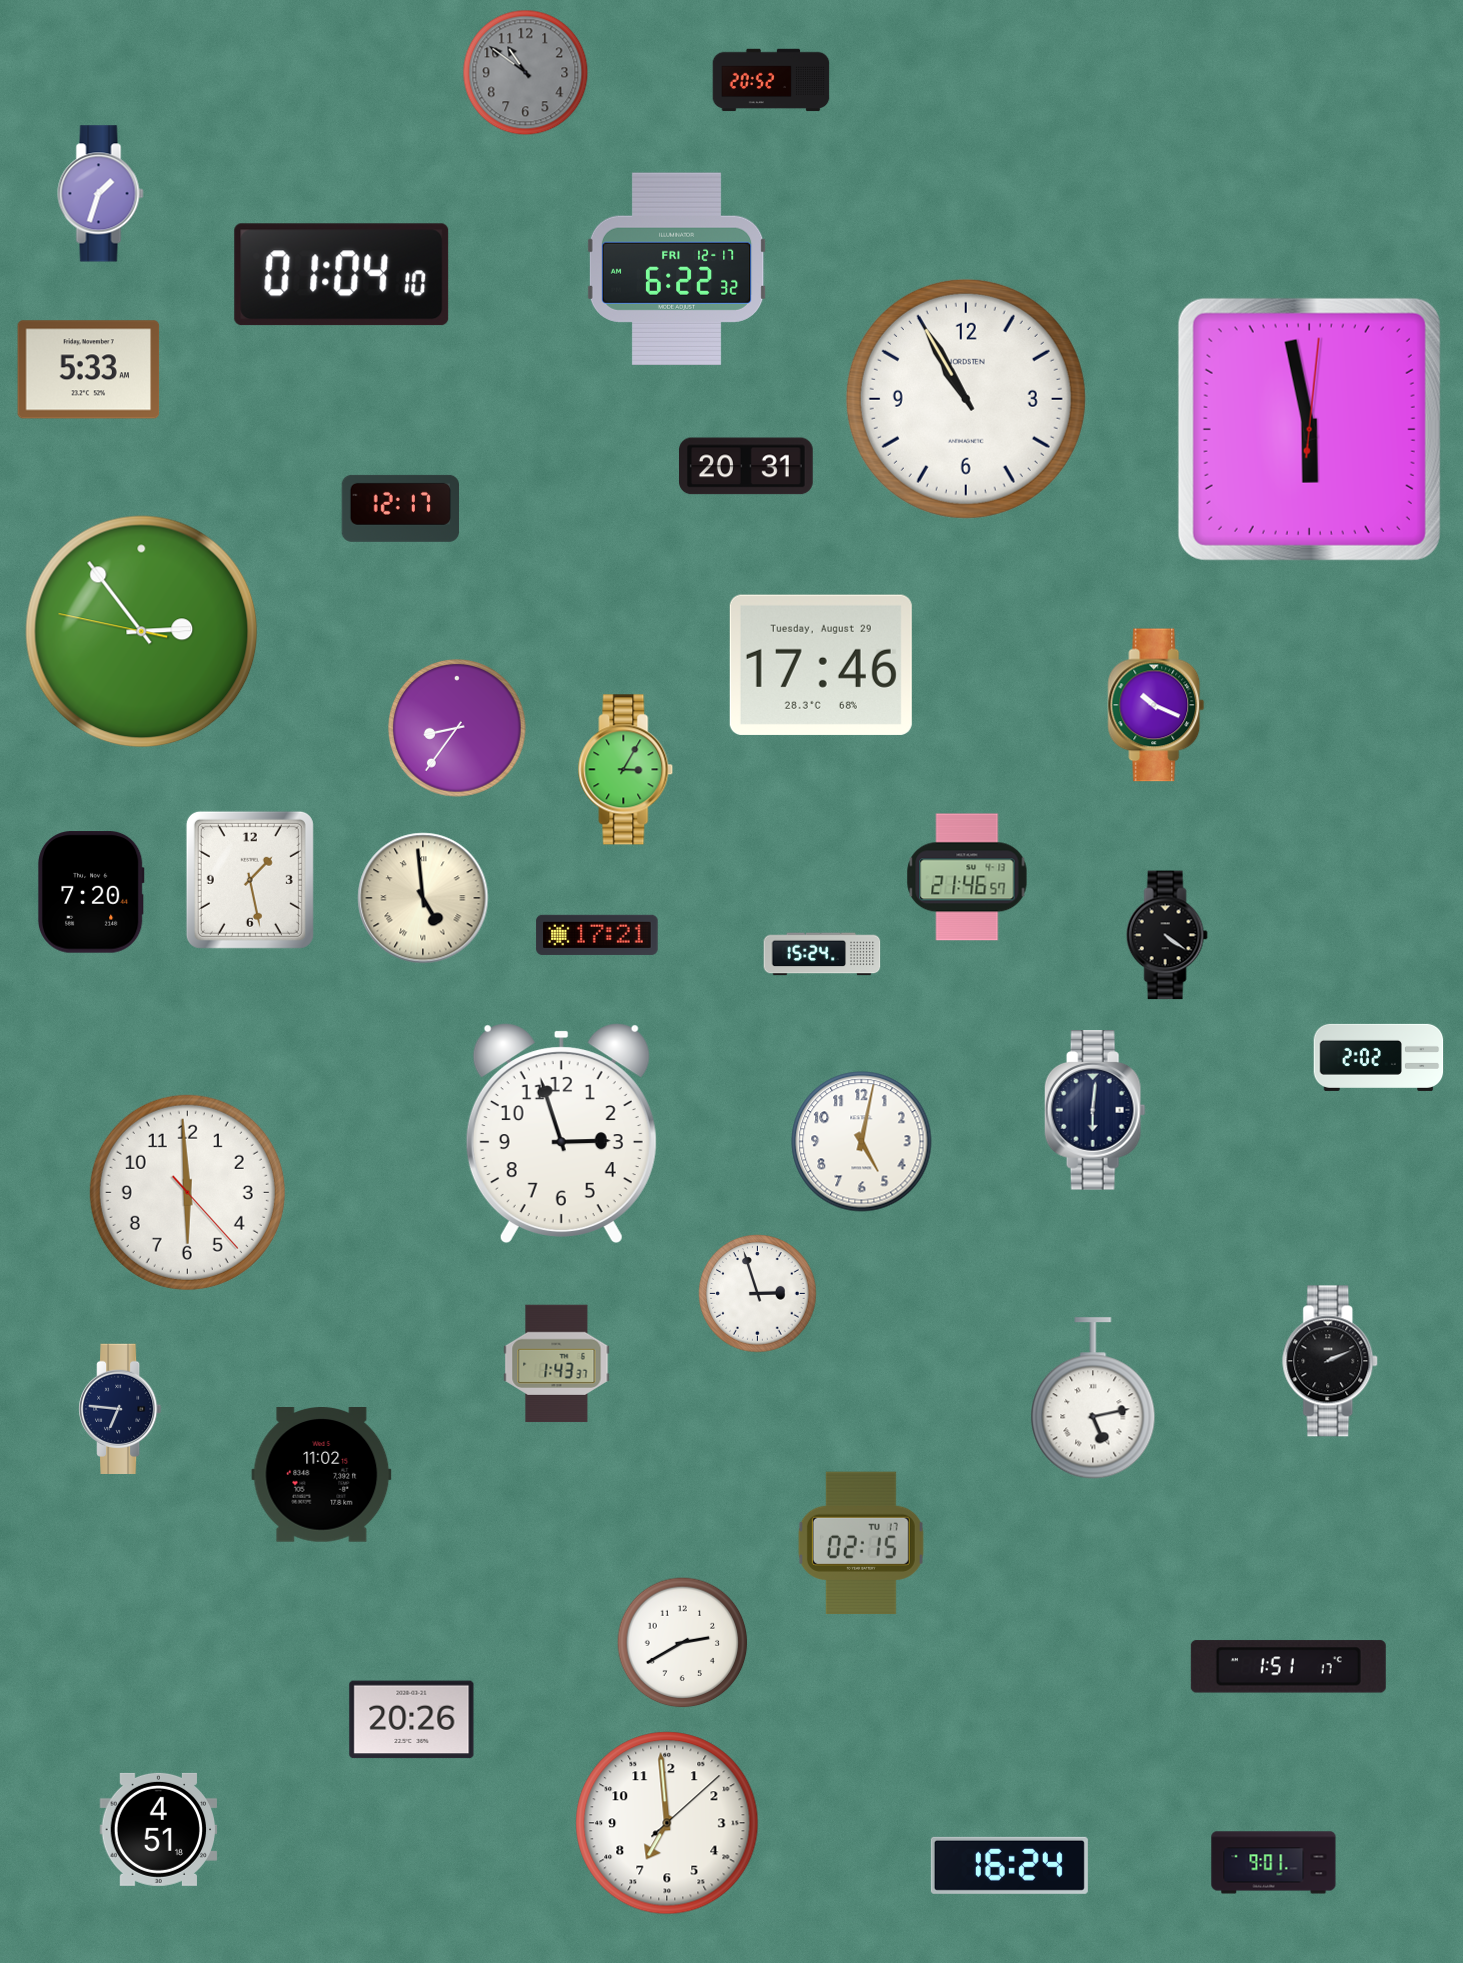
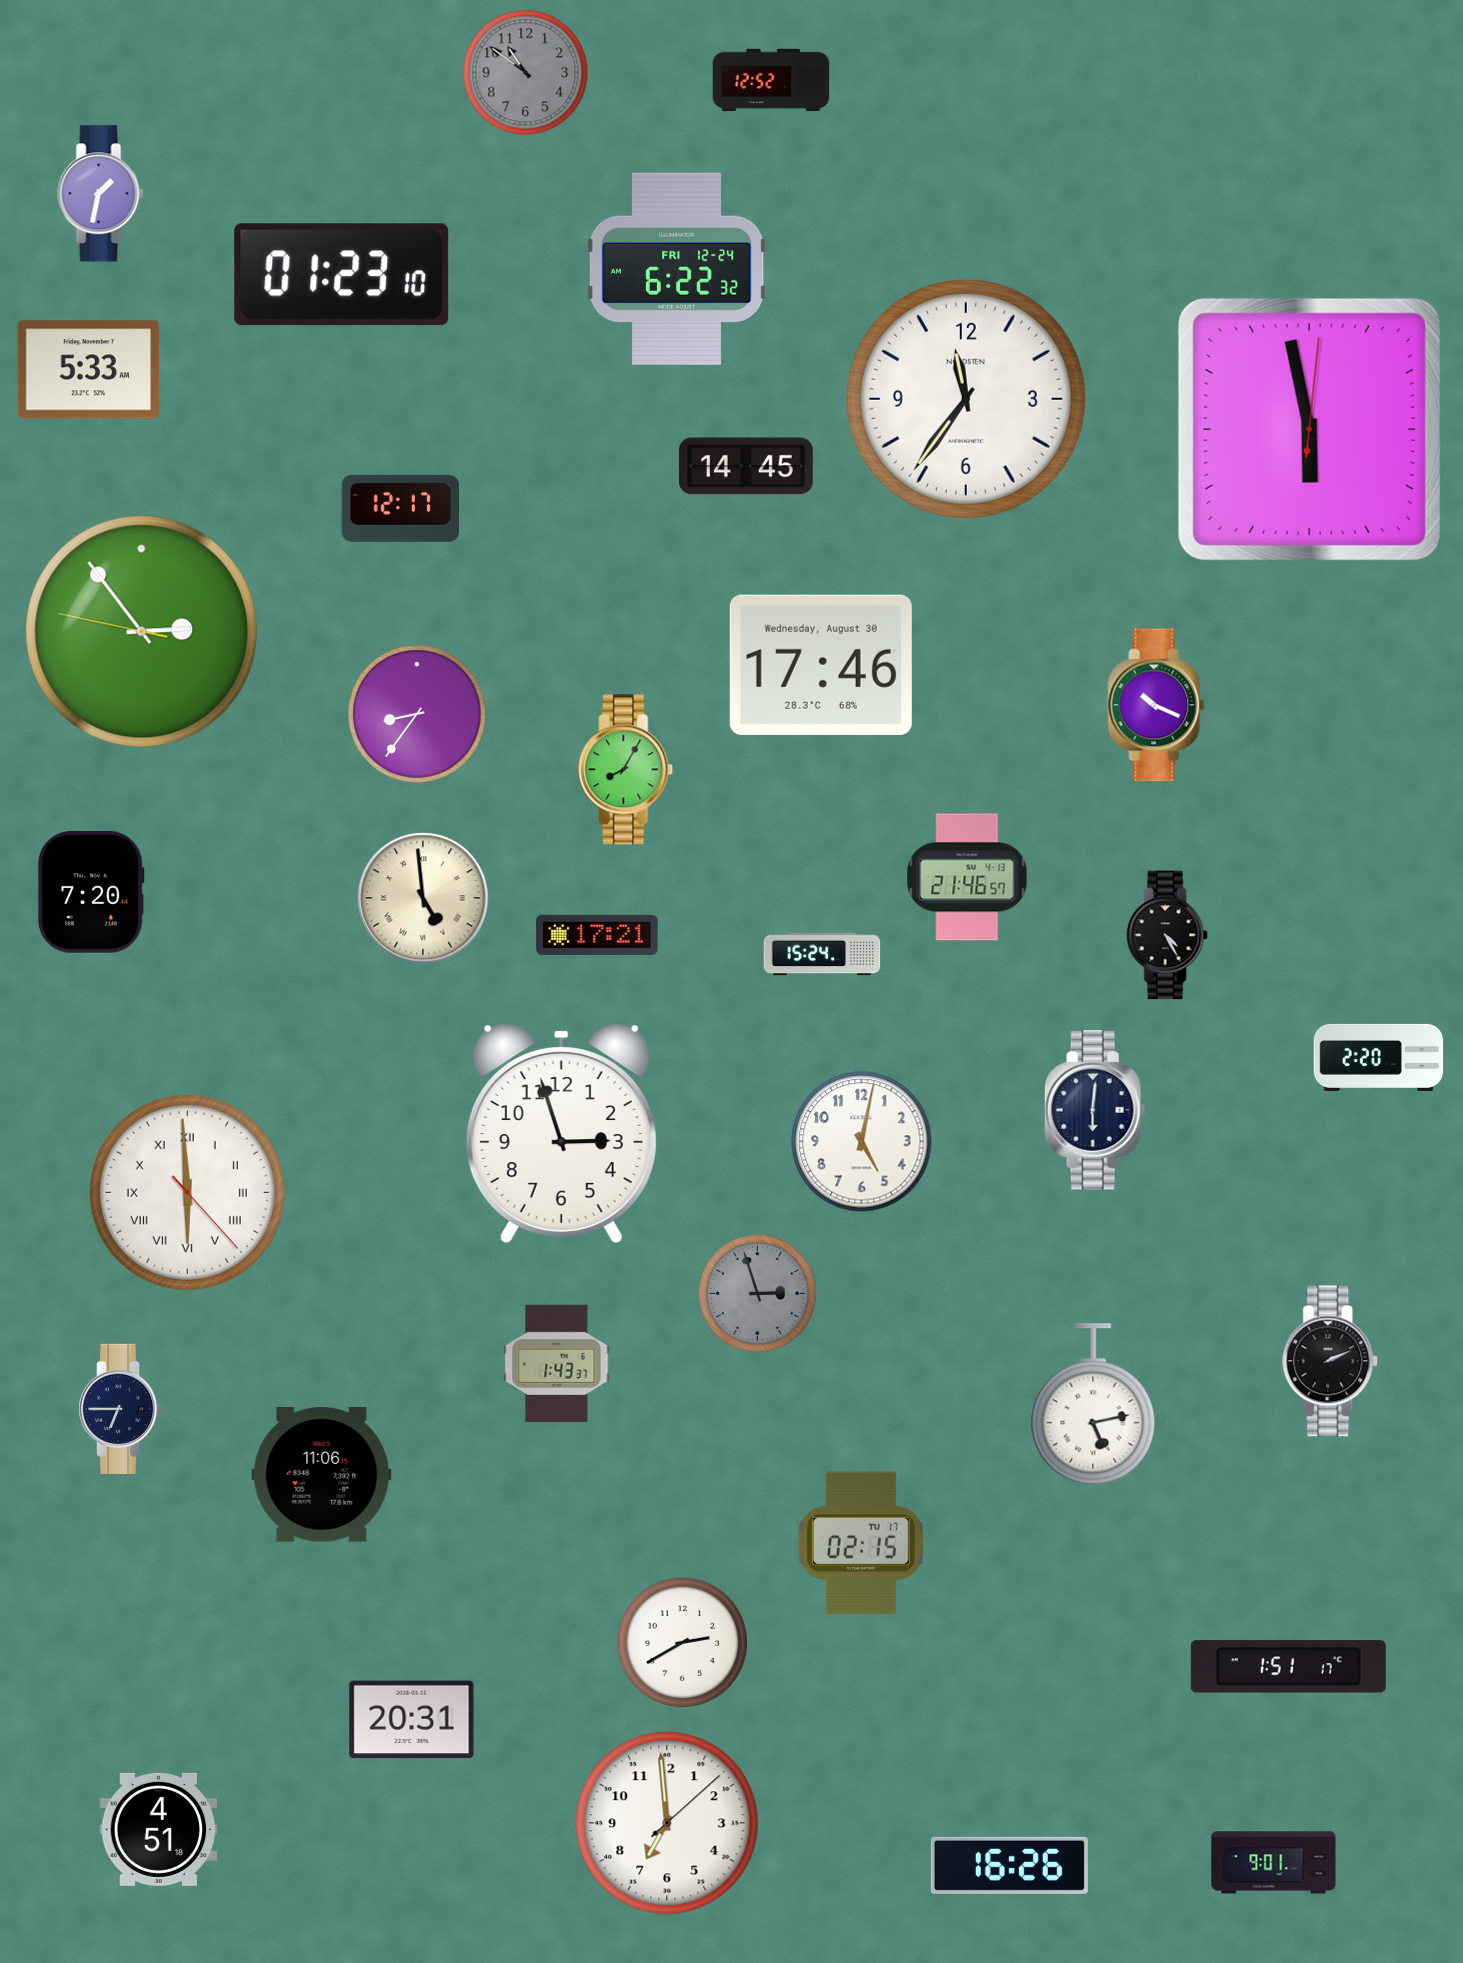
clock at (771, 80): 20:52 -> 12:52
clock at (101, 194): 1:33 -> 1:32
clock at (677, 269) date: FRI 12-17 -> FRI 12-24
clock at (342, 275): 01:04 -> 01:23
clock at (966, 399): 10:55 -> 11:36
clock at (747, 466): 20:31 -> 14:45
clock at (821, 665) date: Tuesday, August 29 -> Wednesday, August 30
clock at (458, 729) position: (458, 729) -> (418, 715)
clock at (626, 770): 3:05 -> 8:05
clock at (250, 880): 1:28 -> none
clock at (1167, 935): 4:21 -> 4:25
clock at (1379, 1057): 2:02 -> 2:20
clock at (187, 1192) numerals: Arabic -> Roman
clock at (758, 1294) dial: white -> grey
clock at (1093, 1398) position: (1093, 1398) -> (1093, 1404)
clock at (121, 1408): 6:46 -> 6:45
clock at (322, 1475): 11:02 -> 11:06
clock at (412, 1720): 20:26 -> 20:31
clock at (1009, 1865): 16:24 -> 16:26
